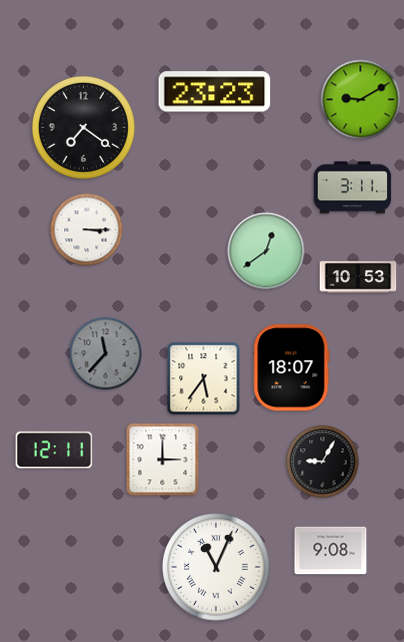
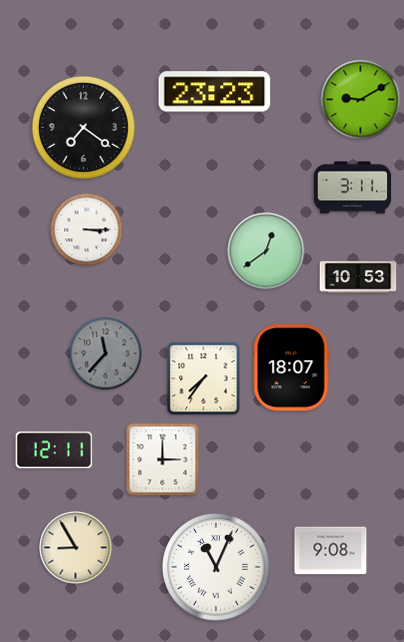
clock at (204, 379): 5:36 -> 7:36
clock at (323, 462): 9:05 -> none
clock at (76, 548): none -> 8:55
